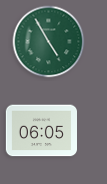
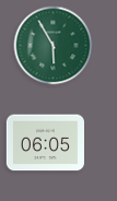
clock at (49, 42): 4:55 -> 5:55
